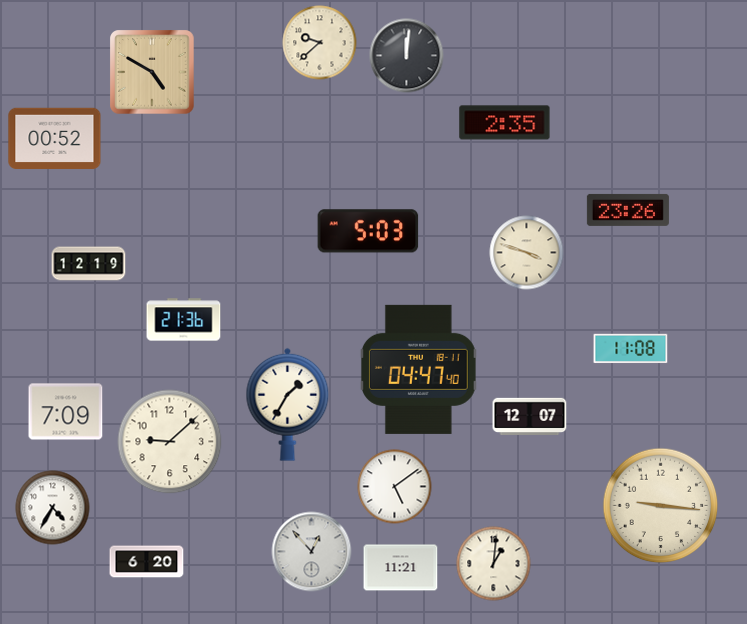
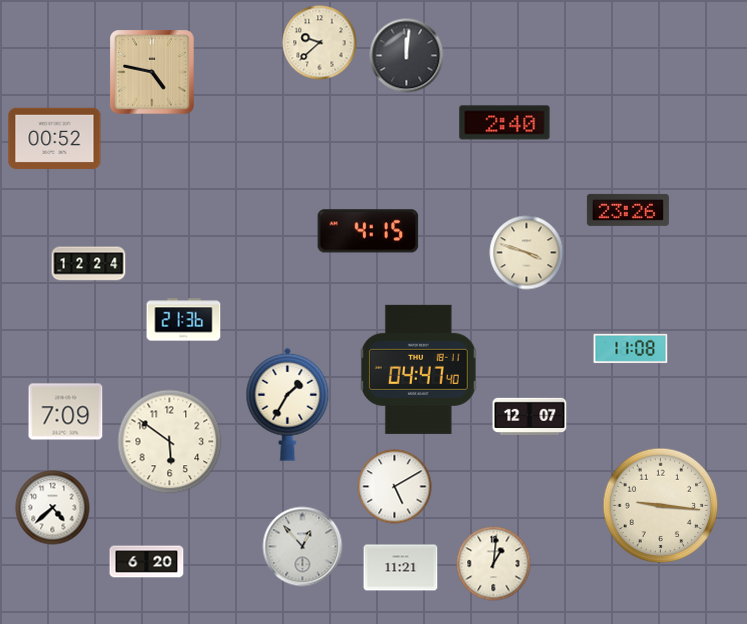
clock at (152, 72): 4:50 -> 4:47
clock at (505, 123): 2:35 -> 2:40
clock at (368, 231): 5:03 -> 4:15
clock at (89, 264): 12:19 -> 12:24
clock at (170, 442): 9:08 -> 5:51
clock at (395, 487): 5:09 -> 5:10
clock at (53, 508): 4:35 -> 4:38
clock at (312, 552) position: (312, 552) -> (303, 547)
